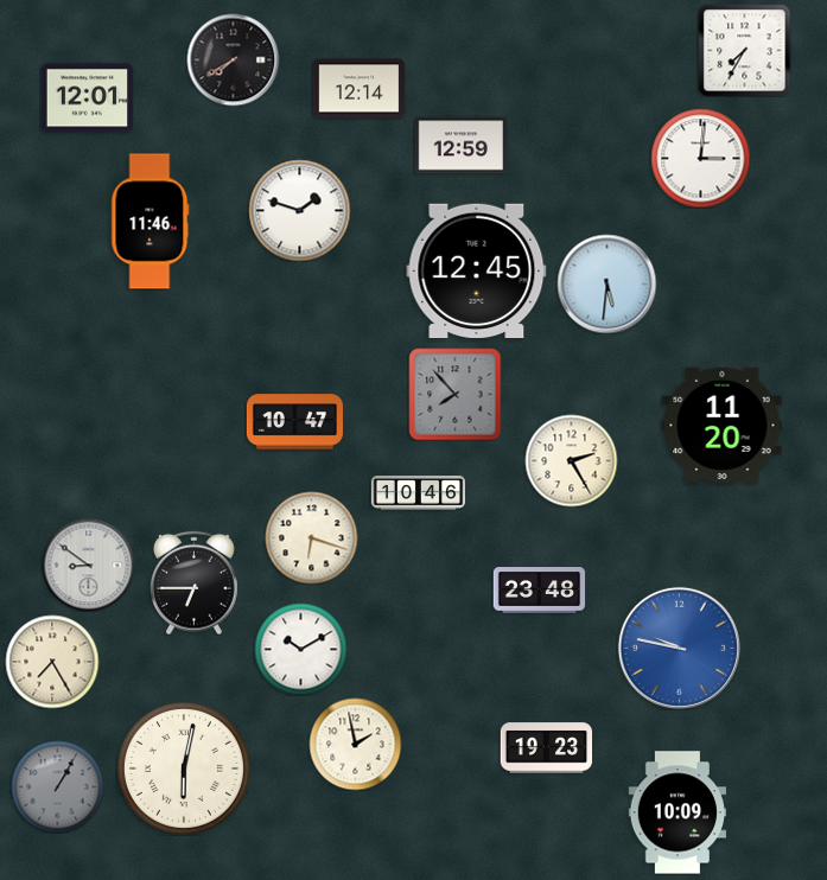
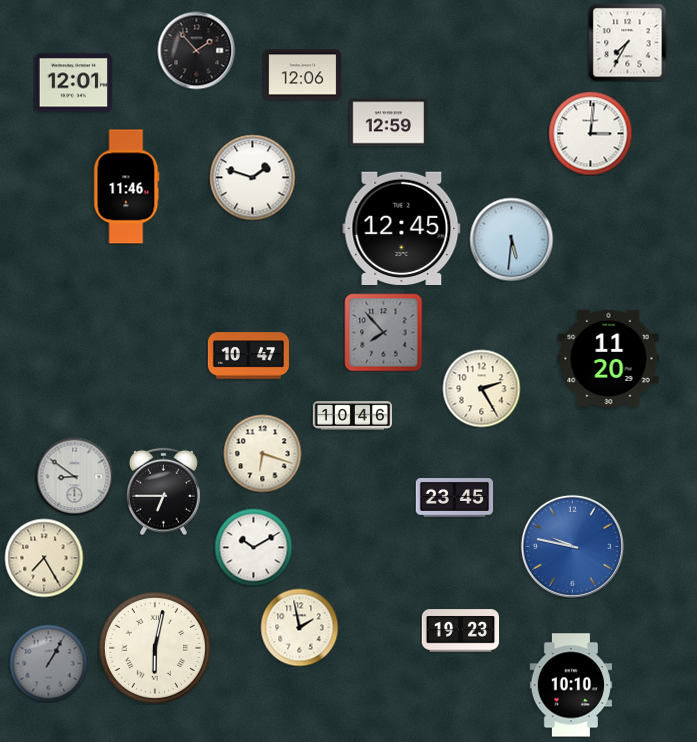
clock at (233, 59): 7:40 -> 1:53
clock at (358, 89): 12:14 -> 12:06
clock at (539, 591): 23:48 -> 23:45
clock at (677, 812): 10:09 -> 10:10
